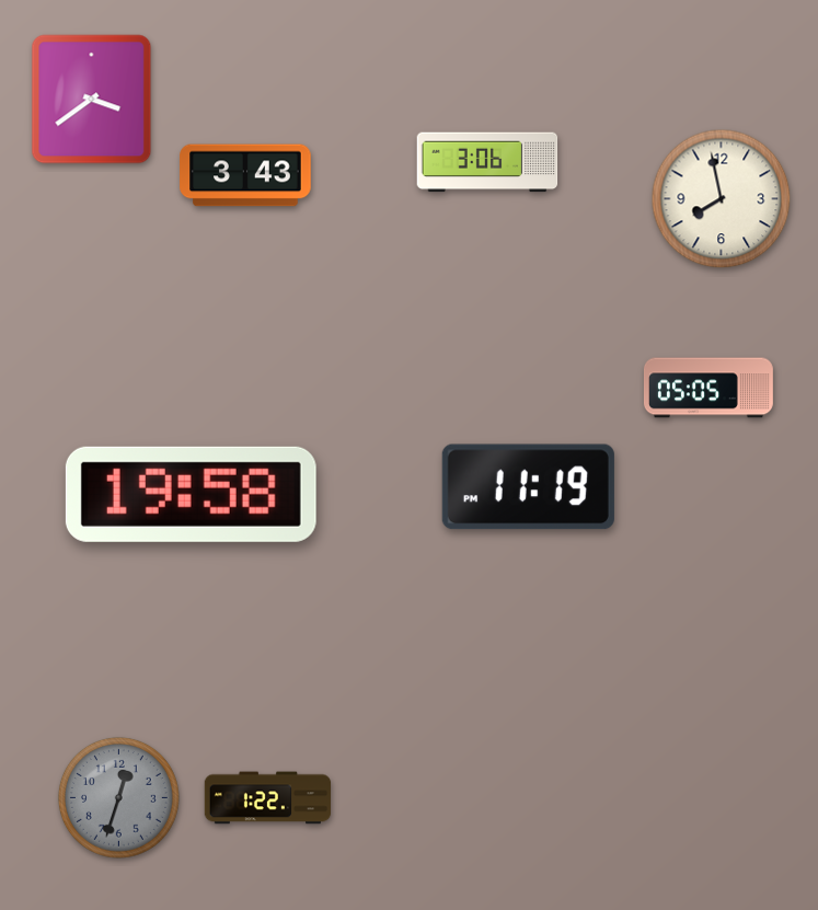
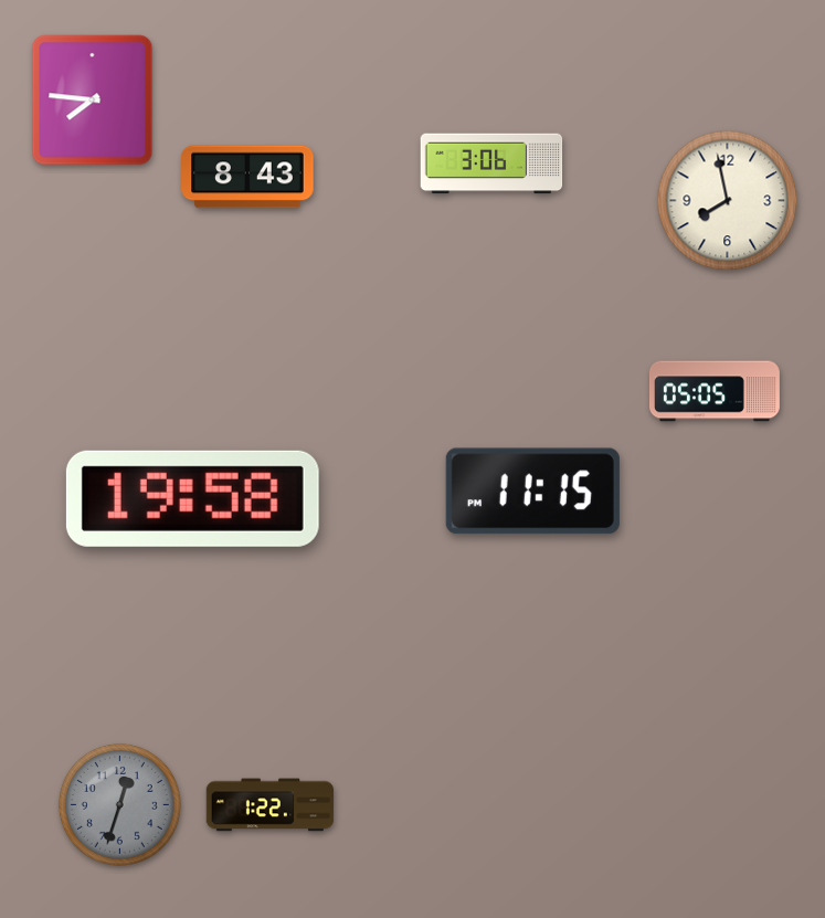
clock at (92, 100): 3:39 -> 7:46
clock at (245, 175): 3:43 -> 8:43
clock at (528, 487): 11:19 -> 11:15
